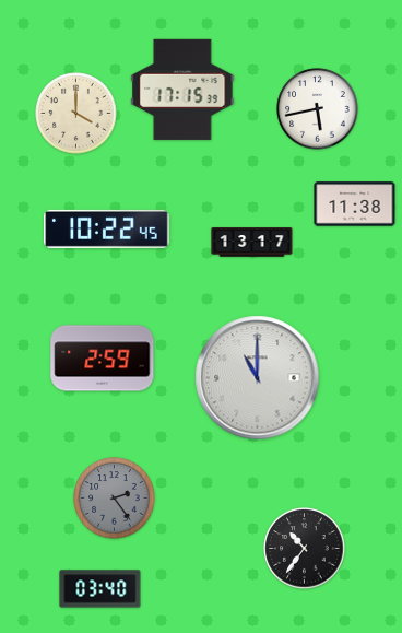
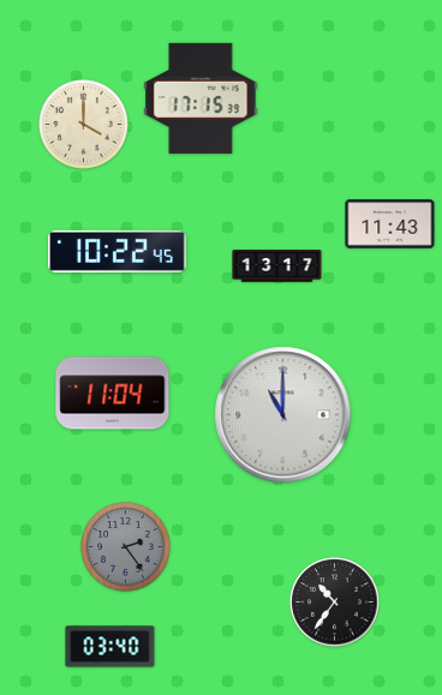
clock at (318, 109): 5:43 -> none
clock at (355, 204): 11:38 -> 11:43
clock at (103, 359): 2:59 -> 11:04
